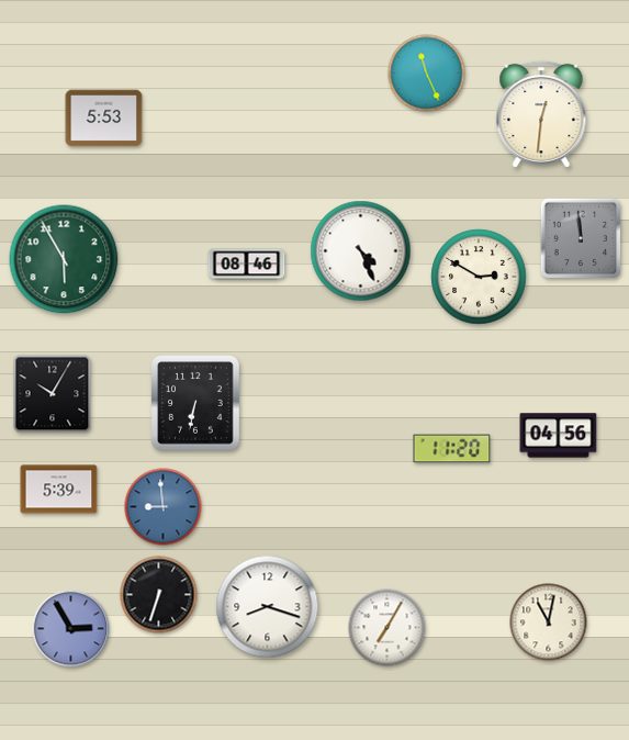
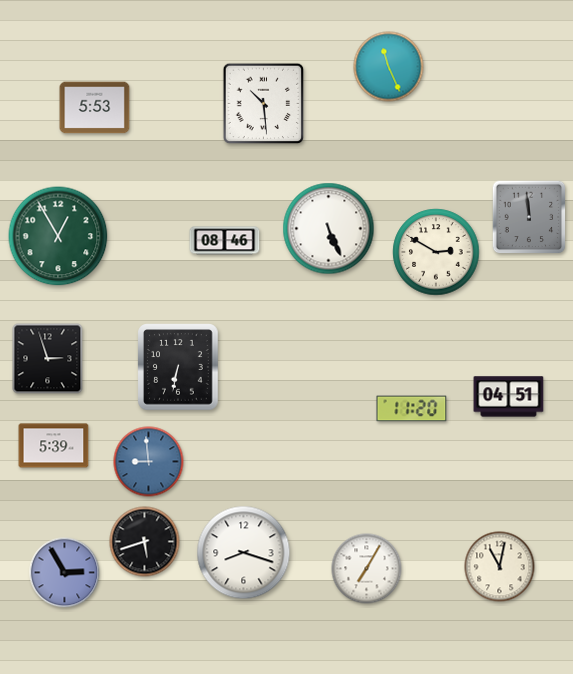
clock at (264, 104): none -> 10:29
clock at (541, 114): 12:31 -> none
clock at (361, 251): 4:26 -> 5:26
clock at (64, 259): 5:55 -> 12:55
clock at (53, 394): 10:05 -> 2:57
clock at (559, 436): 04:56 -> 04:51
clock at (159, 595): 6:33 -> 5:42
clock at (387, 628) position: (387, 628) -> (367, 569)
